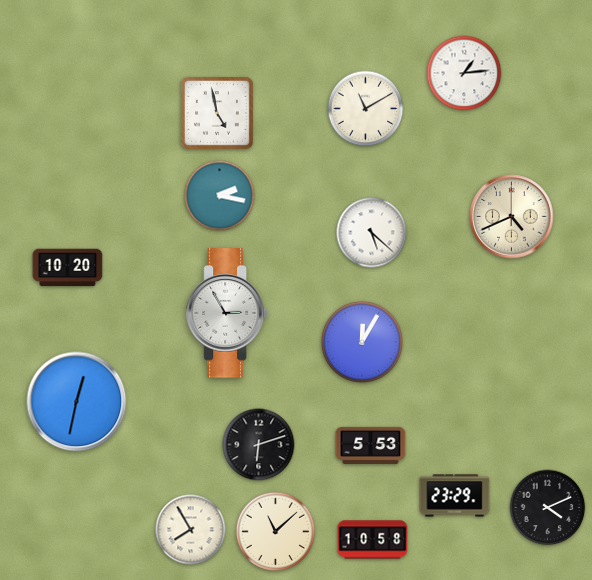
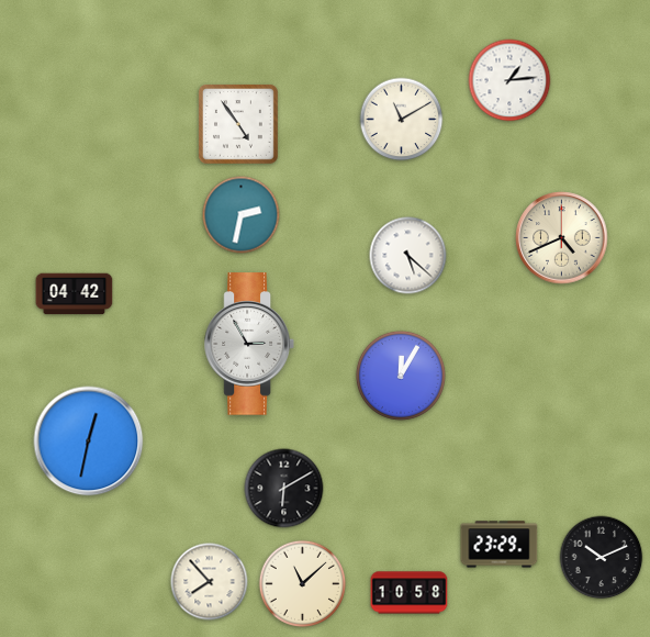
clock at (218, 114): 4:58 -> 4:54
clock at (220, 196): 2:17 -> 2:32
clock at (68, 268): 10:20 -> 04:42
clock at (362, 342) position: (362, 342) -> (401, 376)
clock at (77, 402) position: (77, 402) -> (89, 442)
clock at (259, 445): 6:12 -> 6:10
clock at (371, 445): 5:53 -> none
clock at (548, 508): 4:11 -> 10:11
clock at (191, 530): 7:55 -> 7:53
